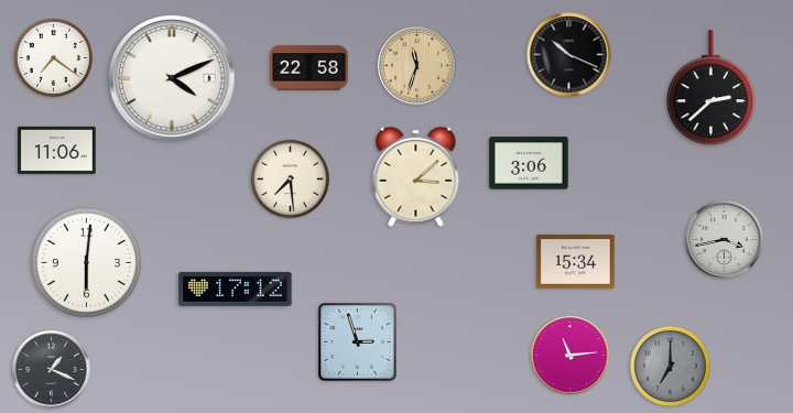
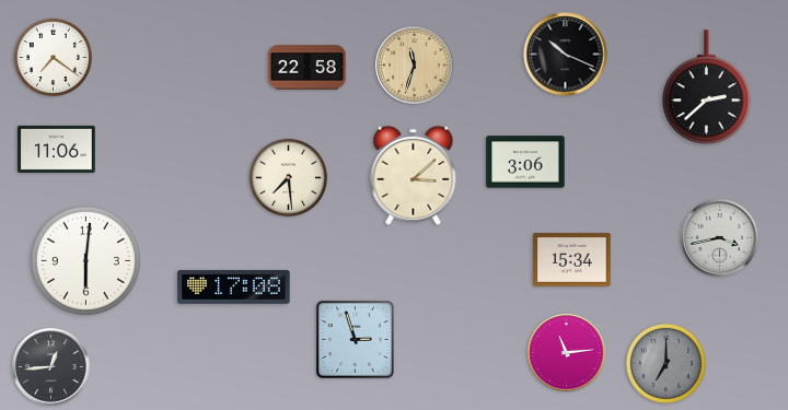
clock at (172, 78): 4:11 -> none
clock at (236, 289): 17:12 -> 17:08
clock at (52, 370): 1:19 -> 12:44
